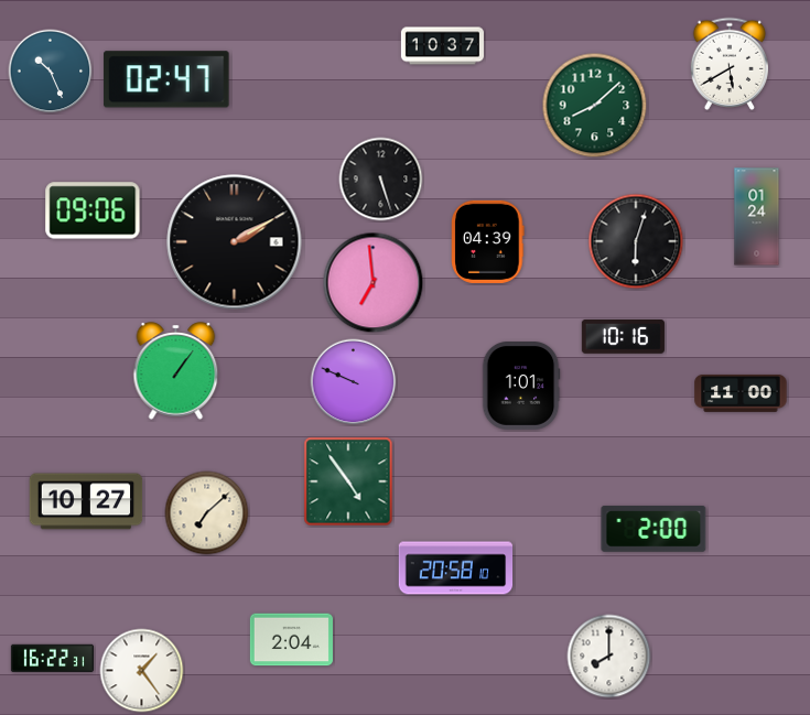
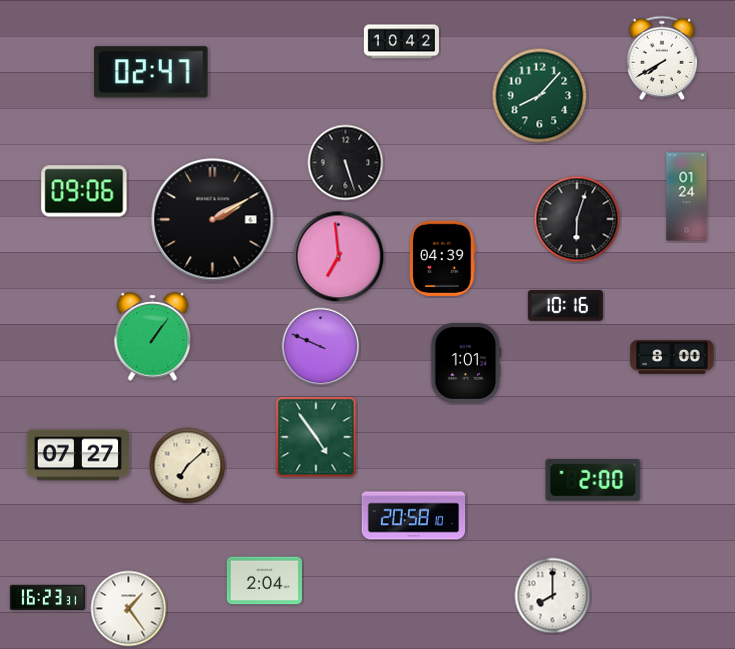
clock at (442, 46): 10:37 -> 10:42
clock at (730, 64): 5:40 -> 7:40
clock at (51, 72): 10:26 -> none
clock at (595, 106): 8:08 -> 8:07
clock at (488, 241) position: (488, 241) -> (443, 258)
clock at (176, 371) position: (176, 371) -> (153, 337)
clock at (521, 387) position: (521, 387) -> (466, 364)
clock at (741, 393): 11:00 -> 8:00
clock at (86, 501): 10:27 -> 07:27
clock at (52, 659): 16:22 -> 16:23
